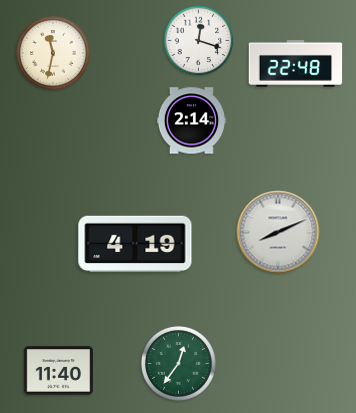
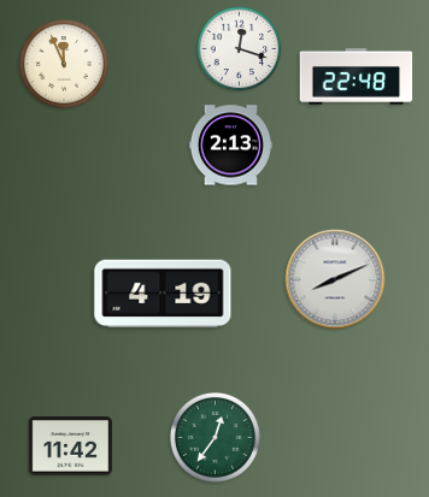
clock at (53, 53): 11:32 -> 11:56
clock at (191, 121): 2:14 -> 2:13
clock at (58, 371): 11:40 -> 11:42
